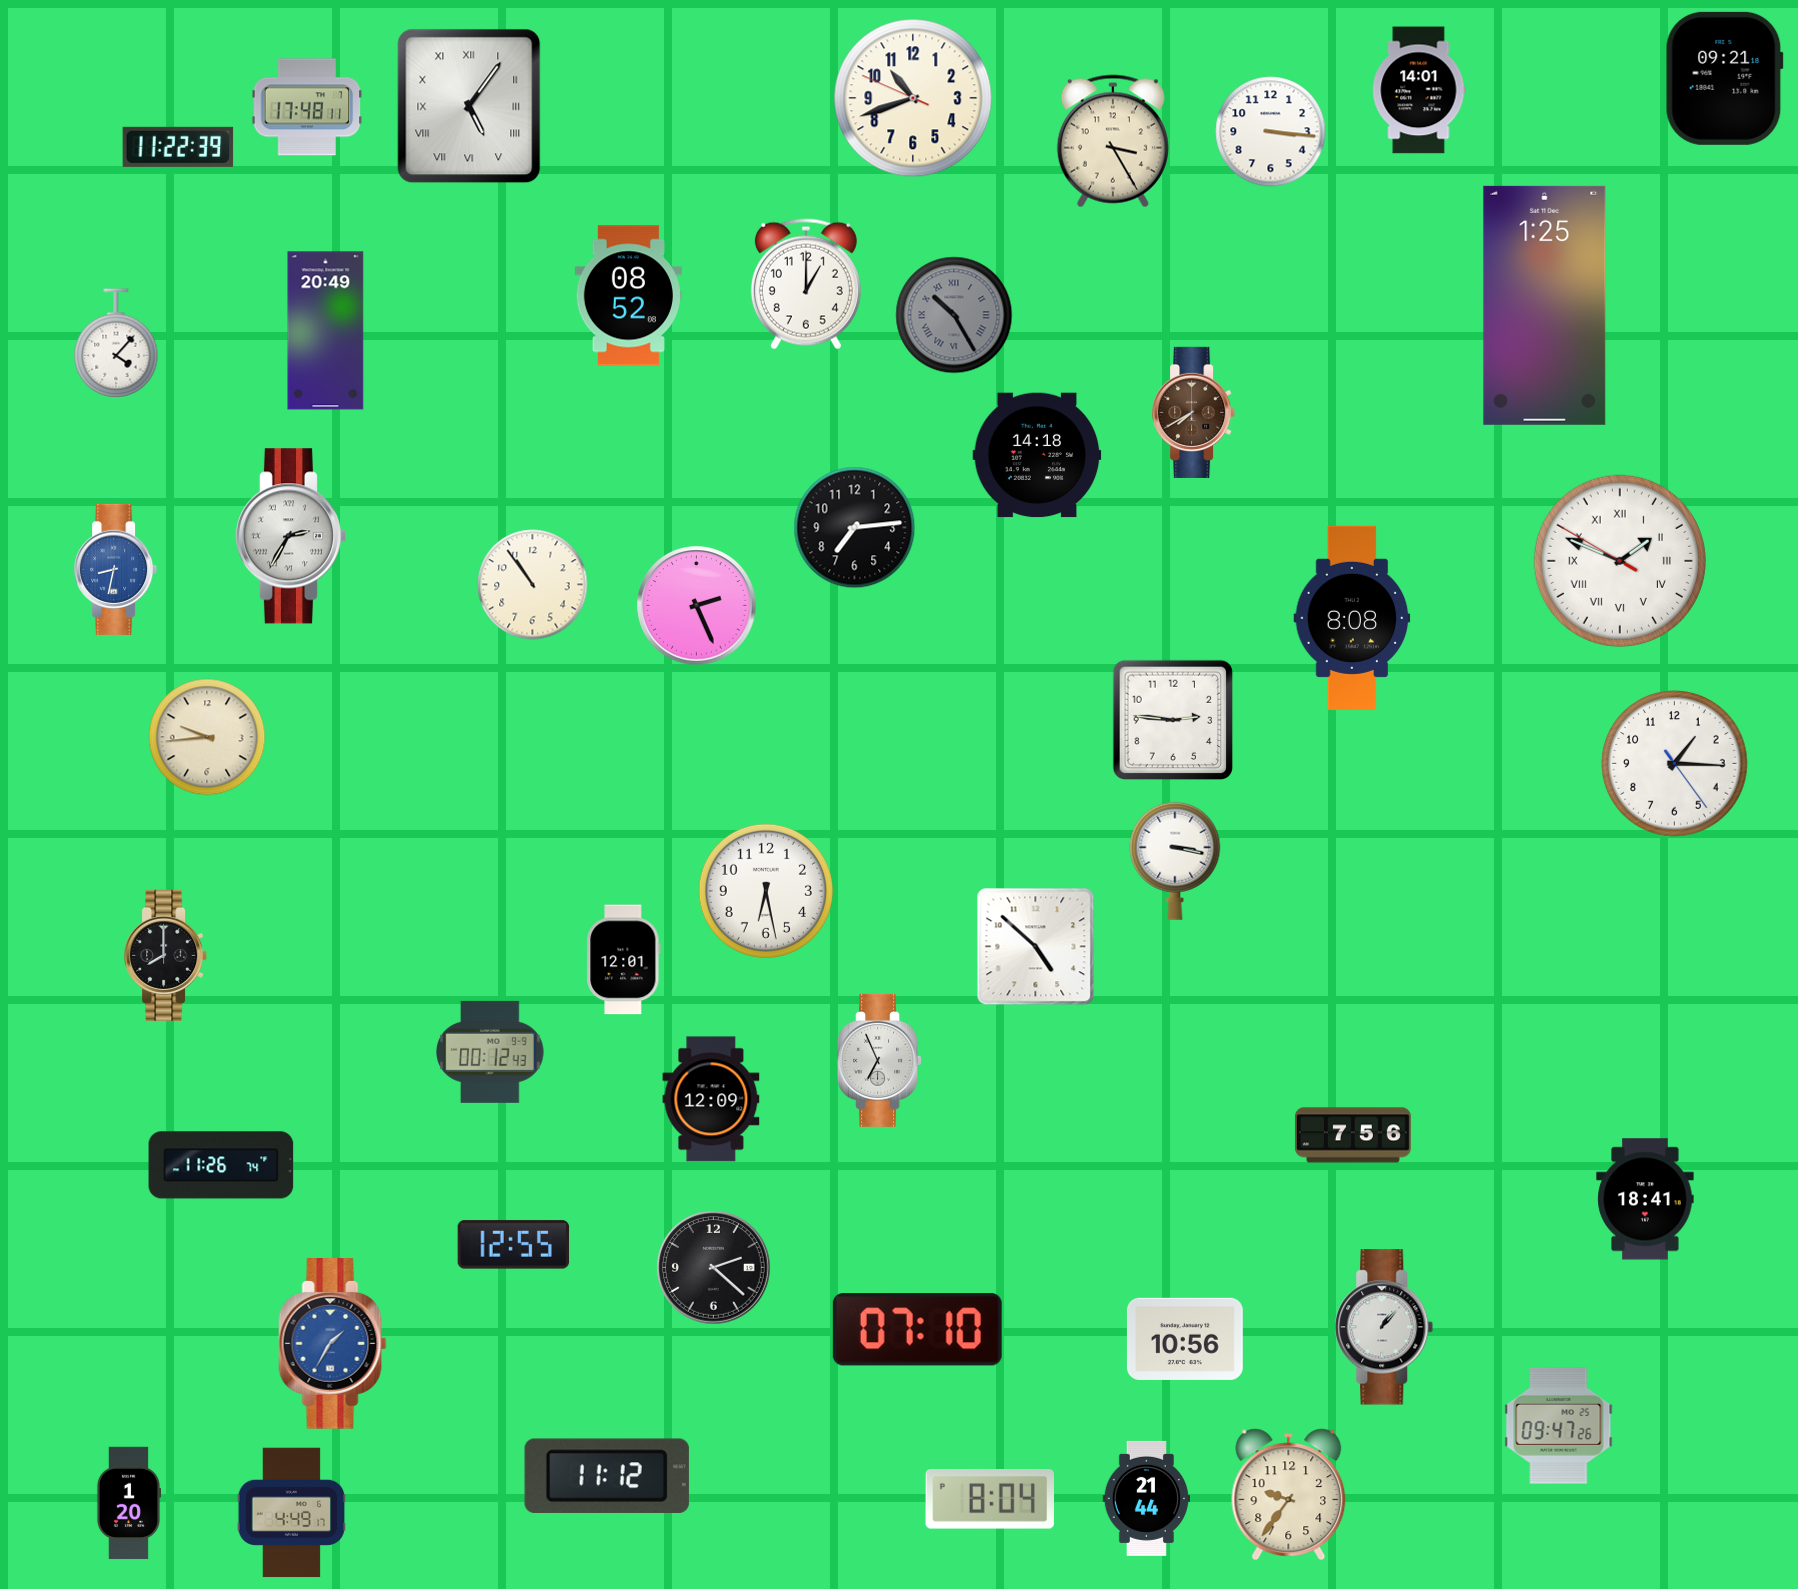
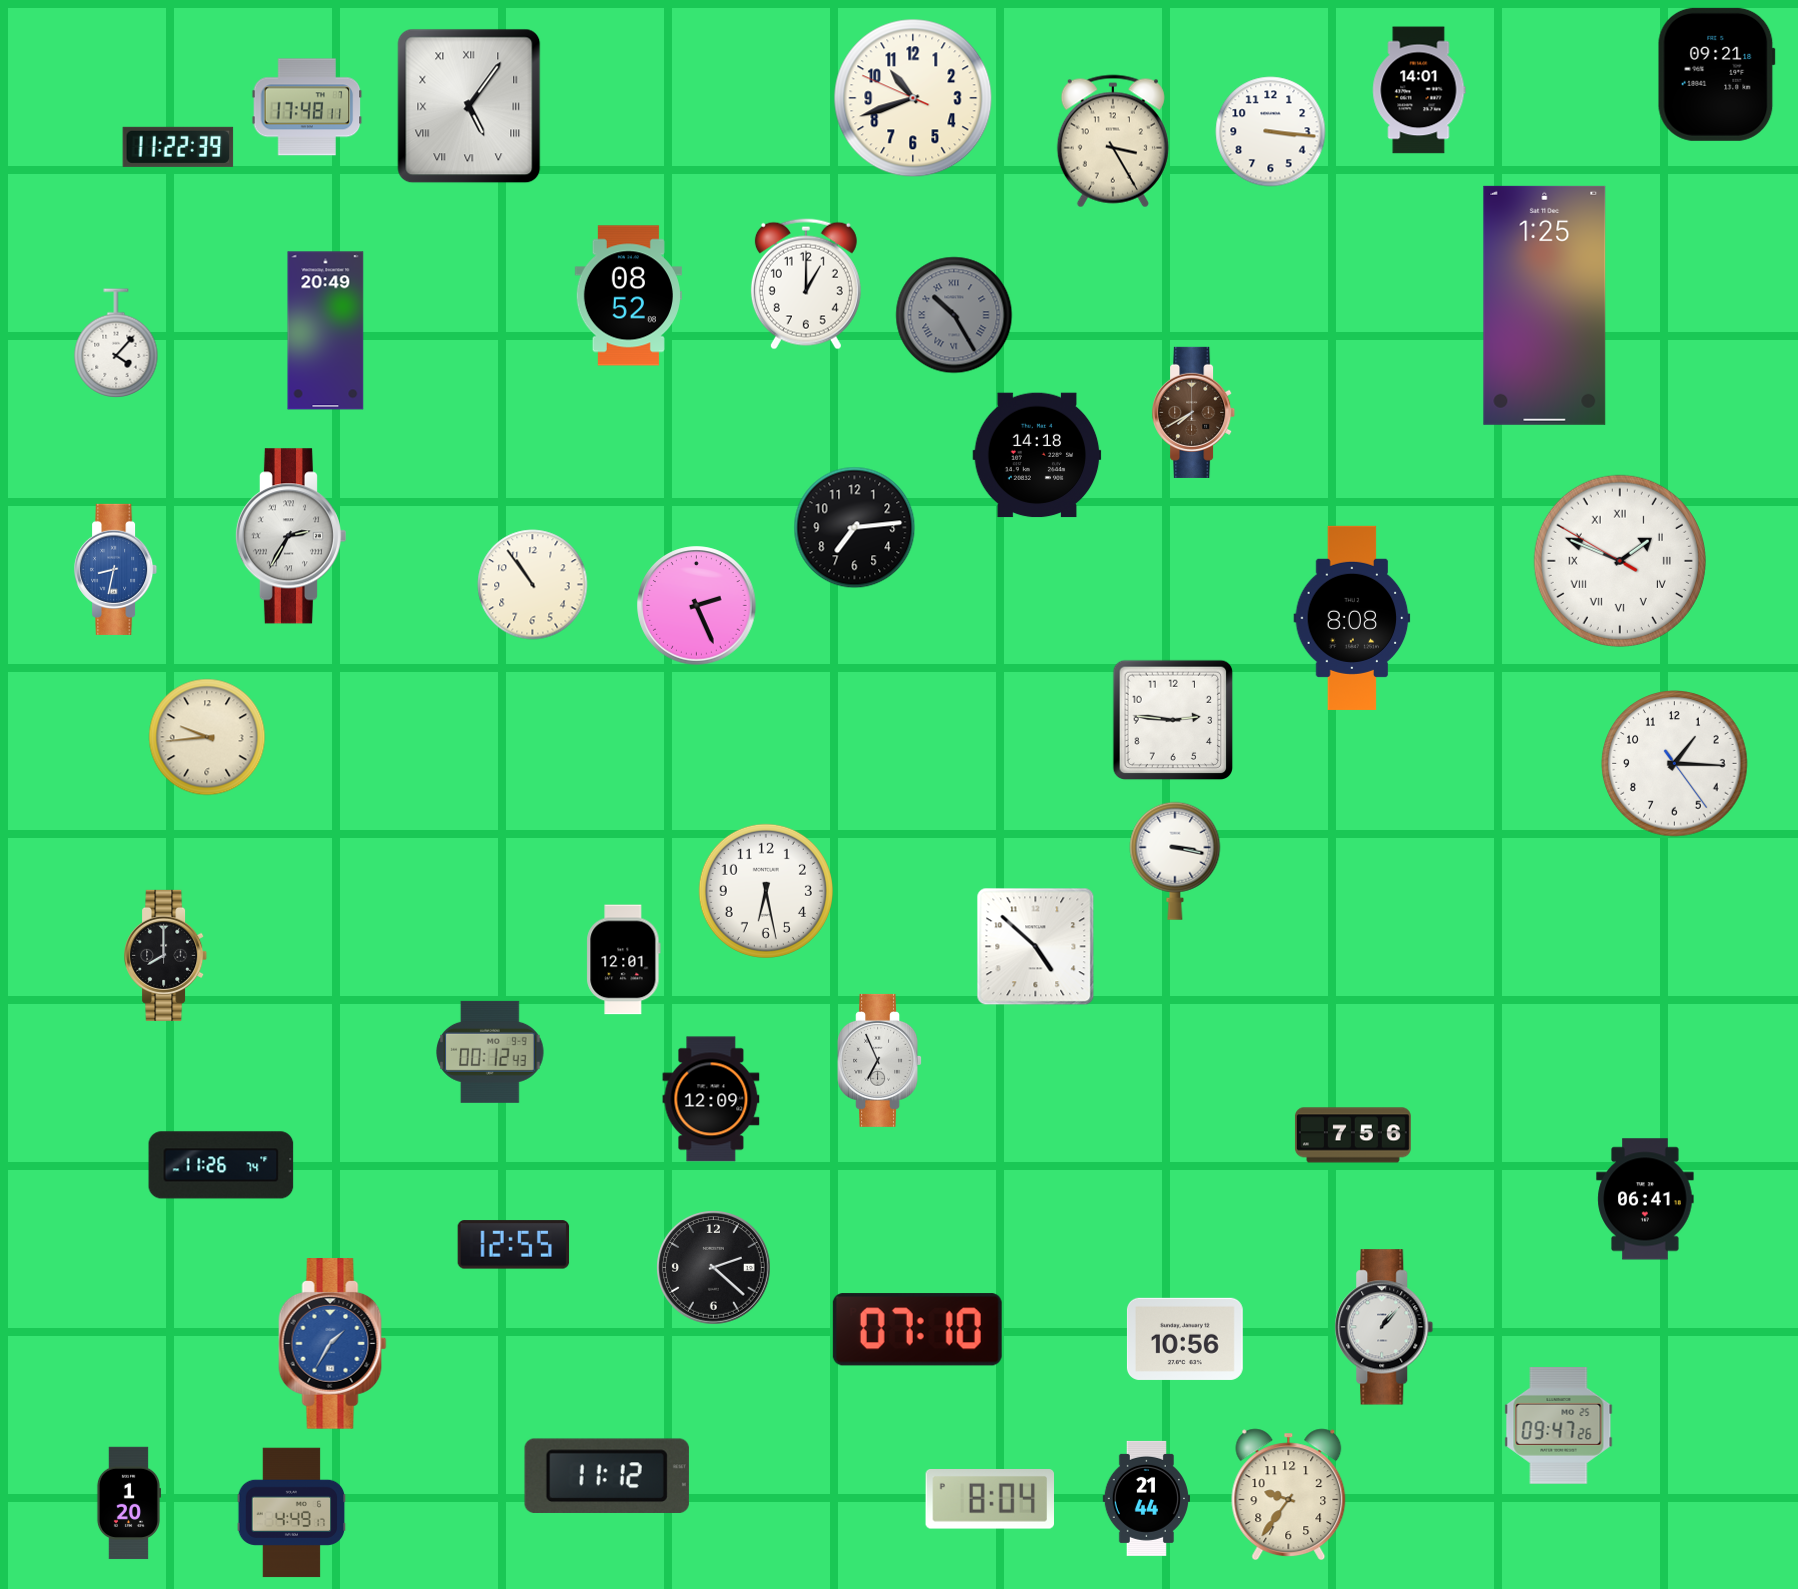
clock at (1724, 78) position: (1724, 78) -> (1716, 74)
clock at (1645, 1199): 18:41 -> 06:41
